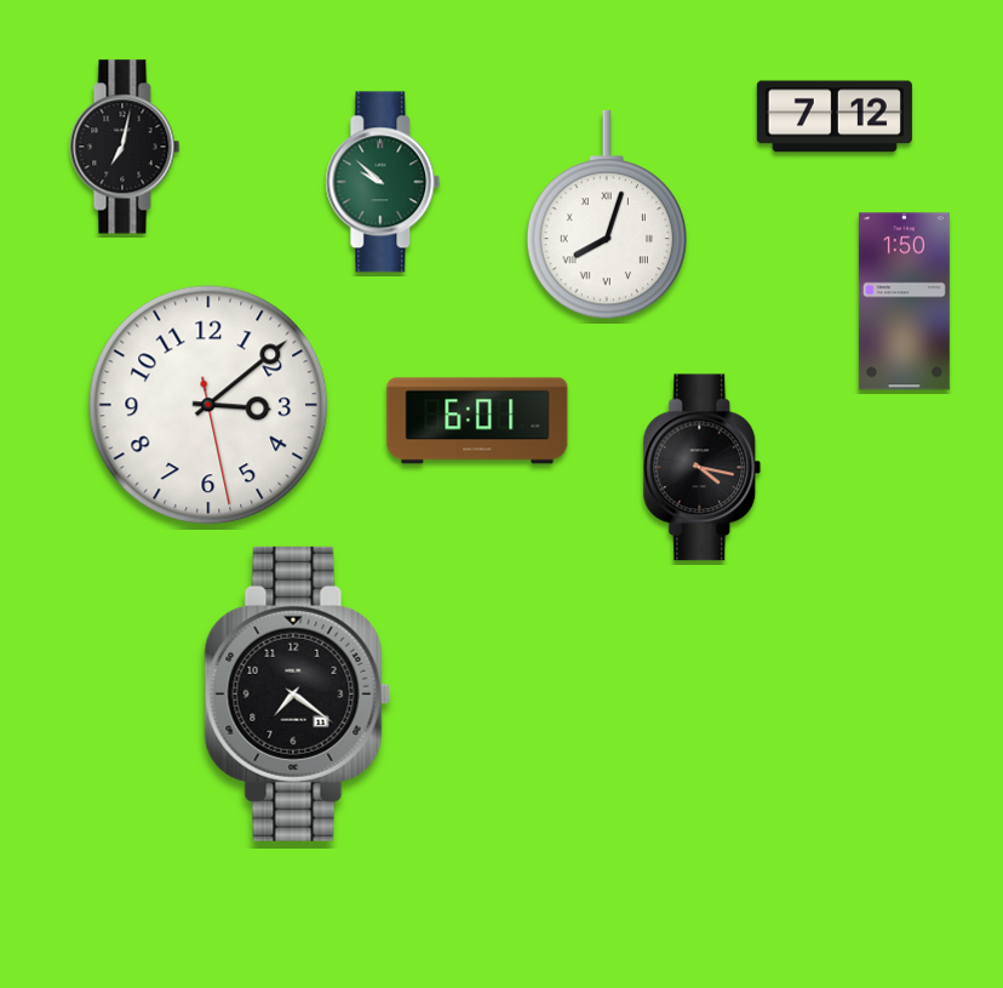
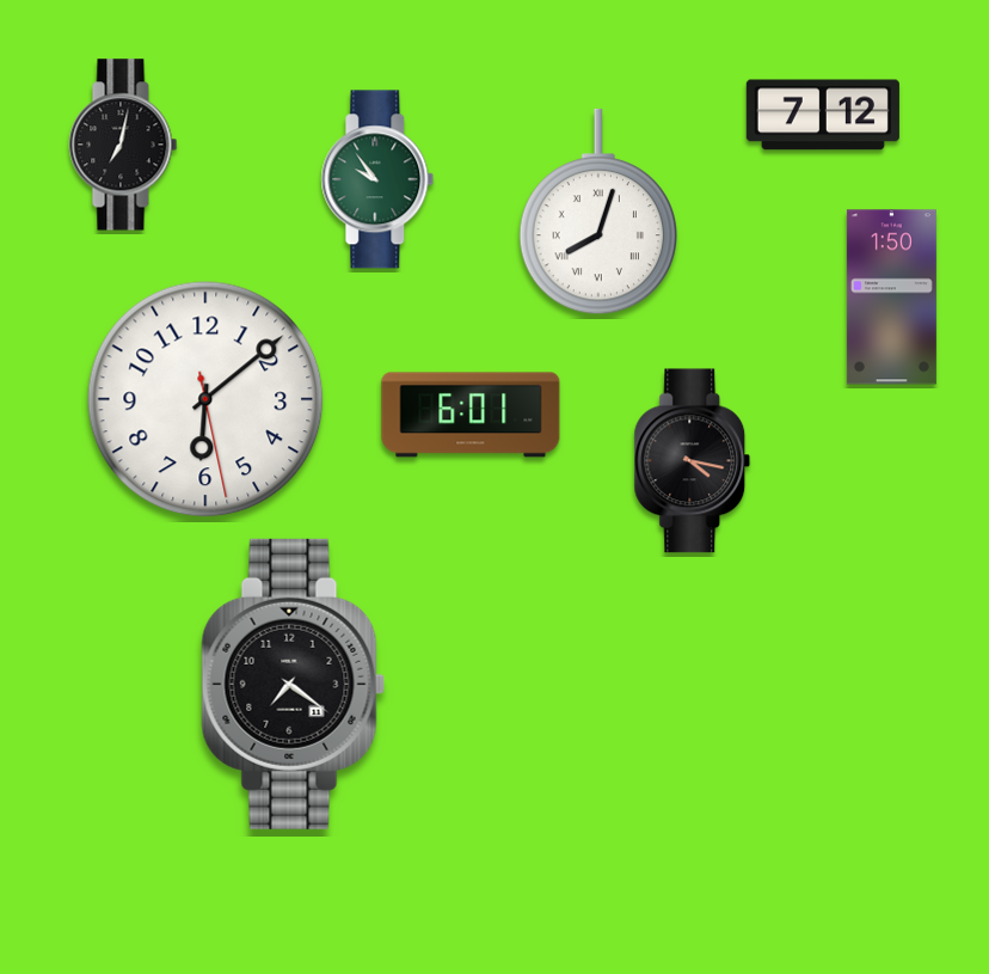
clock at (383, 182): 9:52 -> 9:54
clock at (208, 405): 3:08 -> 6:08
